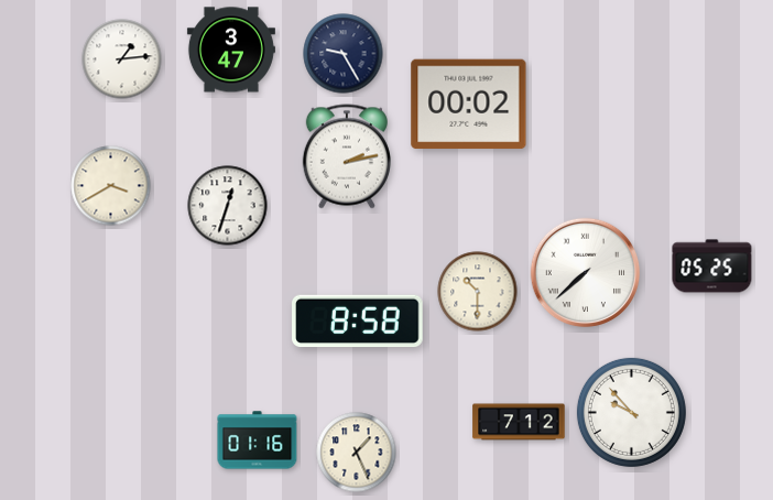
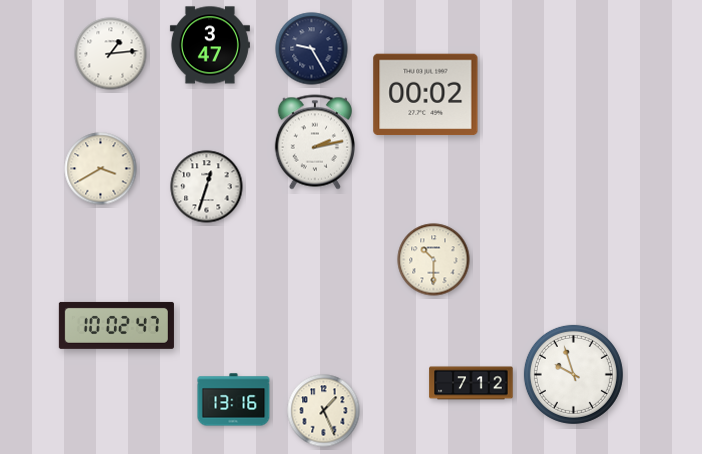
clock at (712, 267): 05:25 -> none
clock at (586, 273): 7:38 -> none
clock at (478, 292) position: (478, 292) -> (434, 260)
clock at (358, 322): 8:58 -> none
clock at (116, 325): none -> 10:02
clock at (631, 412): 9:53 -> 9:57
clock at (258, 441): 01:16 -> 13:16
